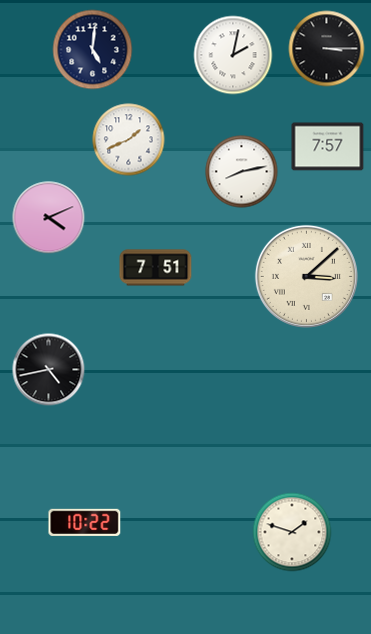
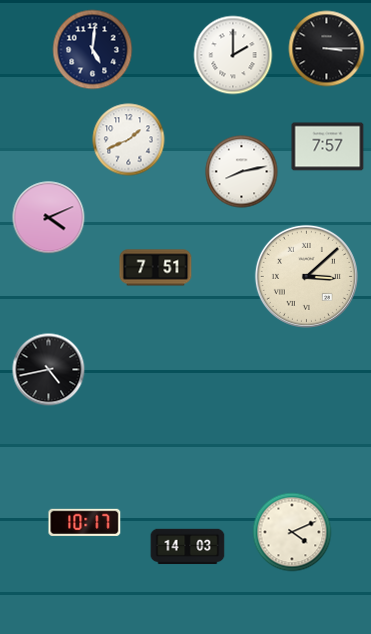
clock at (233, 55): 2:02 -> 2:00
clock at (85, 522): 10:22 -> 10:17
clock at (292, 532): 1:48 -> 4:11
clock at (188, 547): none -> 14:03
